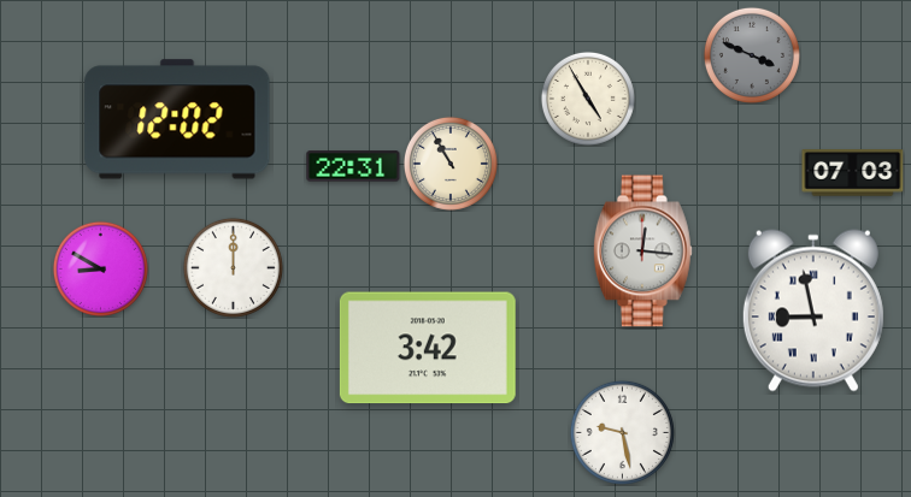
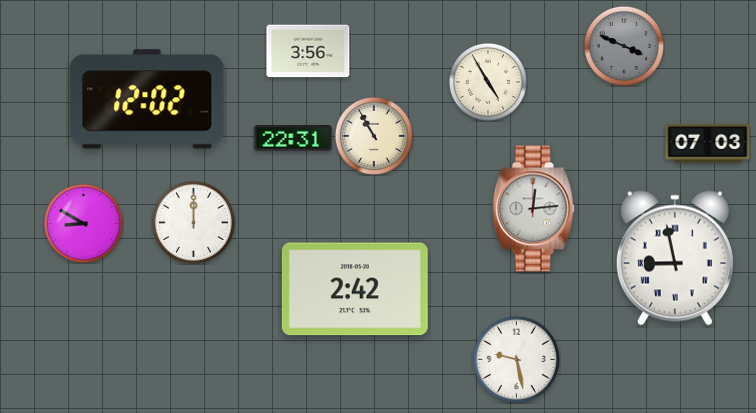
clock at (308, 51): none -> 3:56
clock at (642, 252): 12:16 -> 12:14
clock at (428, 348): 3:42 -> 2:42
